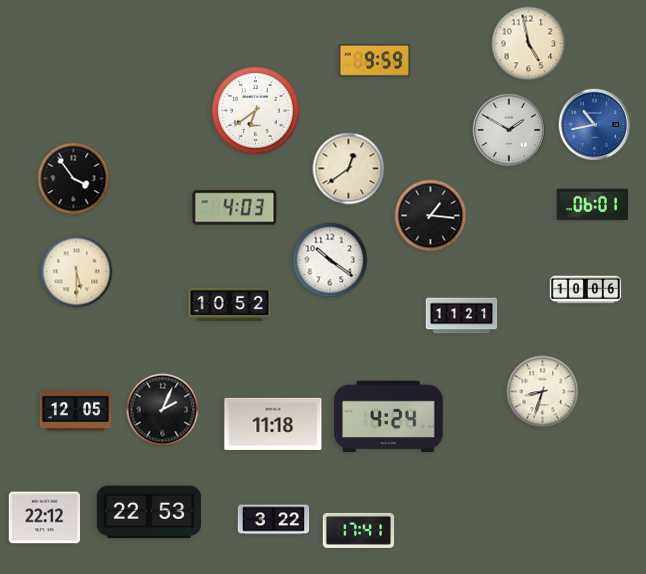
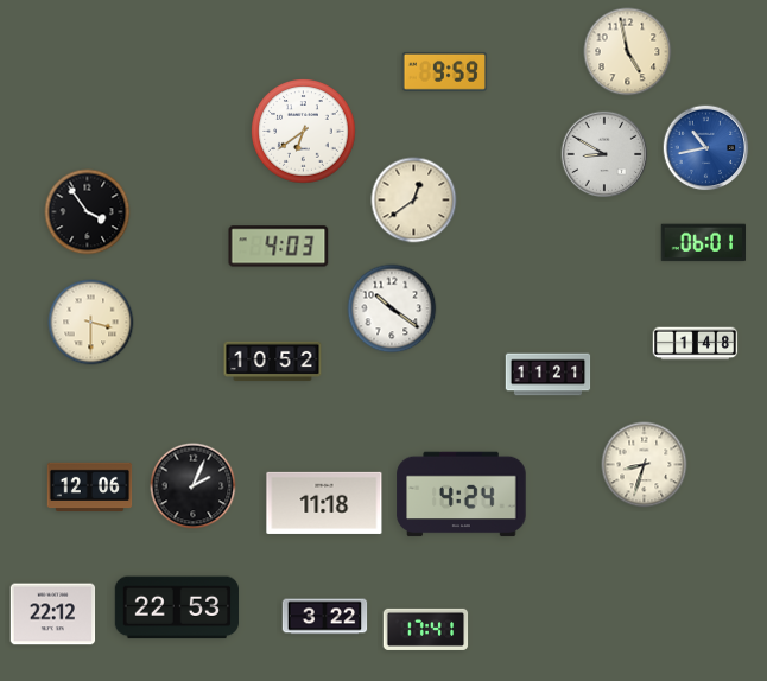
clock at (509, 130): 1:50 -> 8:50
clock at (431, 216): 1:16 -> none
clock at (77, 272): 5:30 -> 3:30
clock at (586, 290): 10:06 -> 1:48
clock at (76, 411): 12:05 -> 12:06
